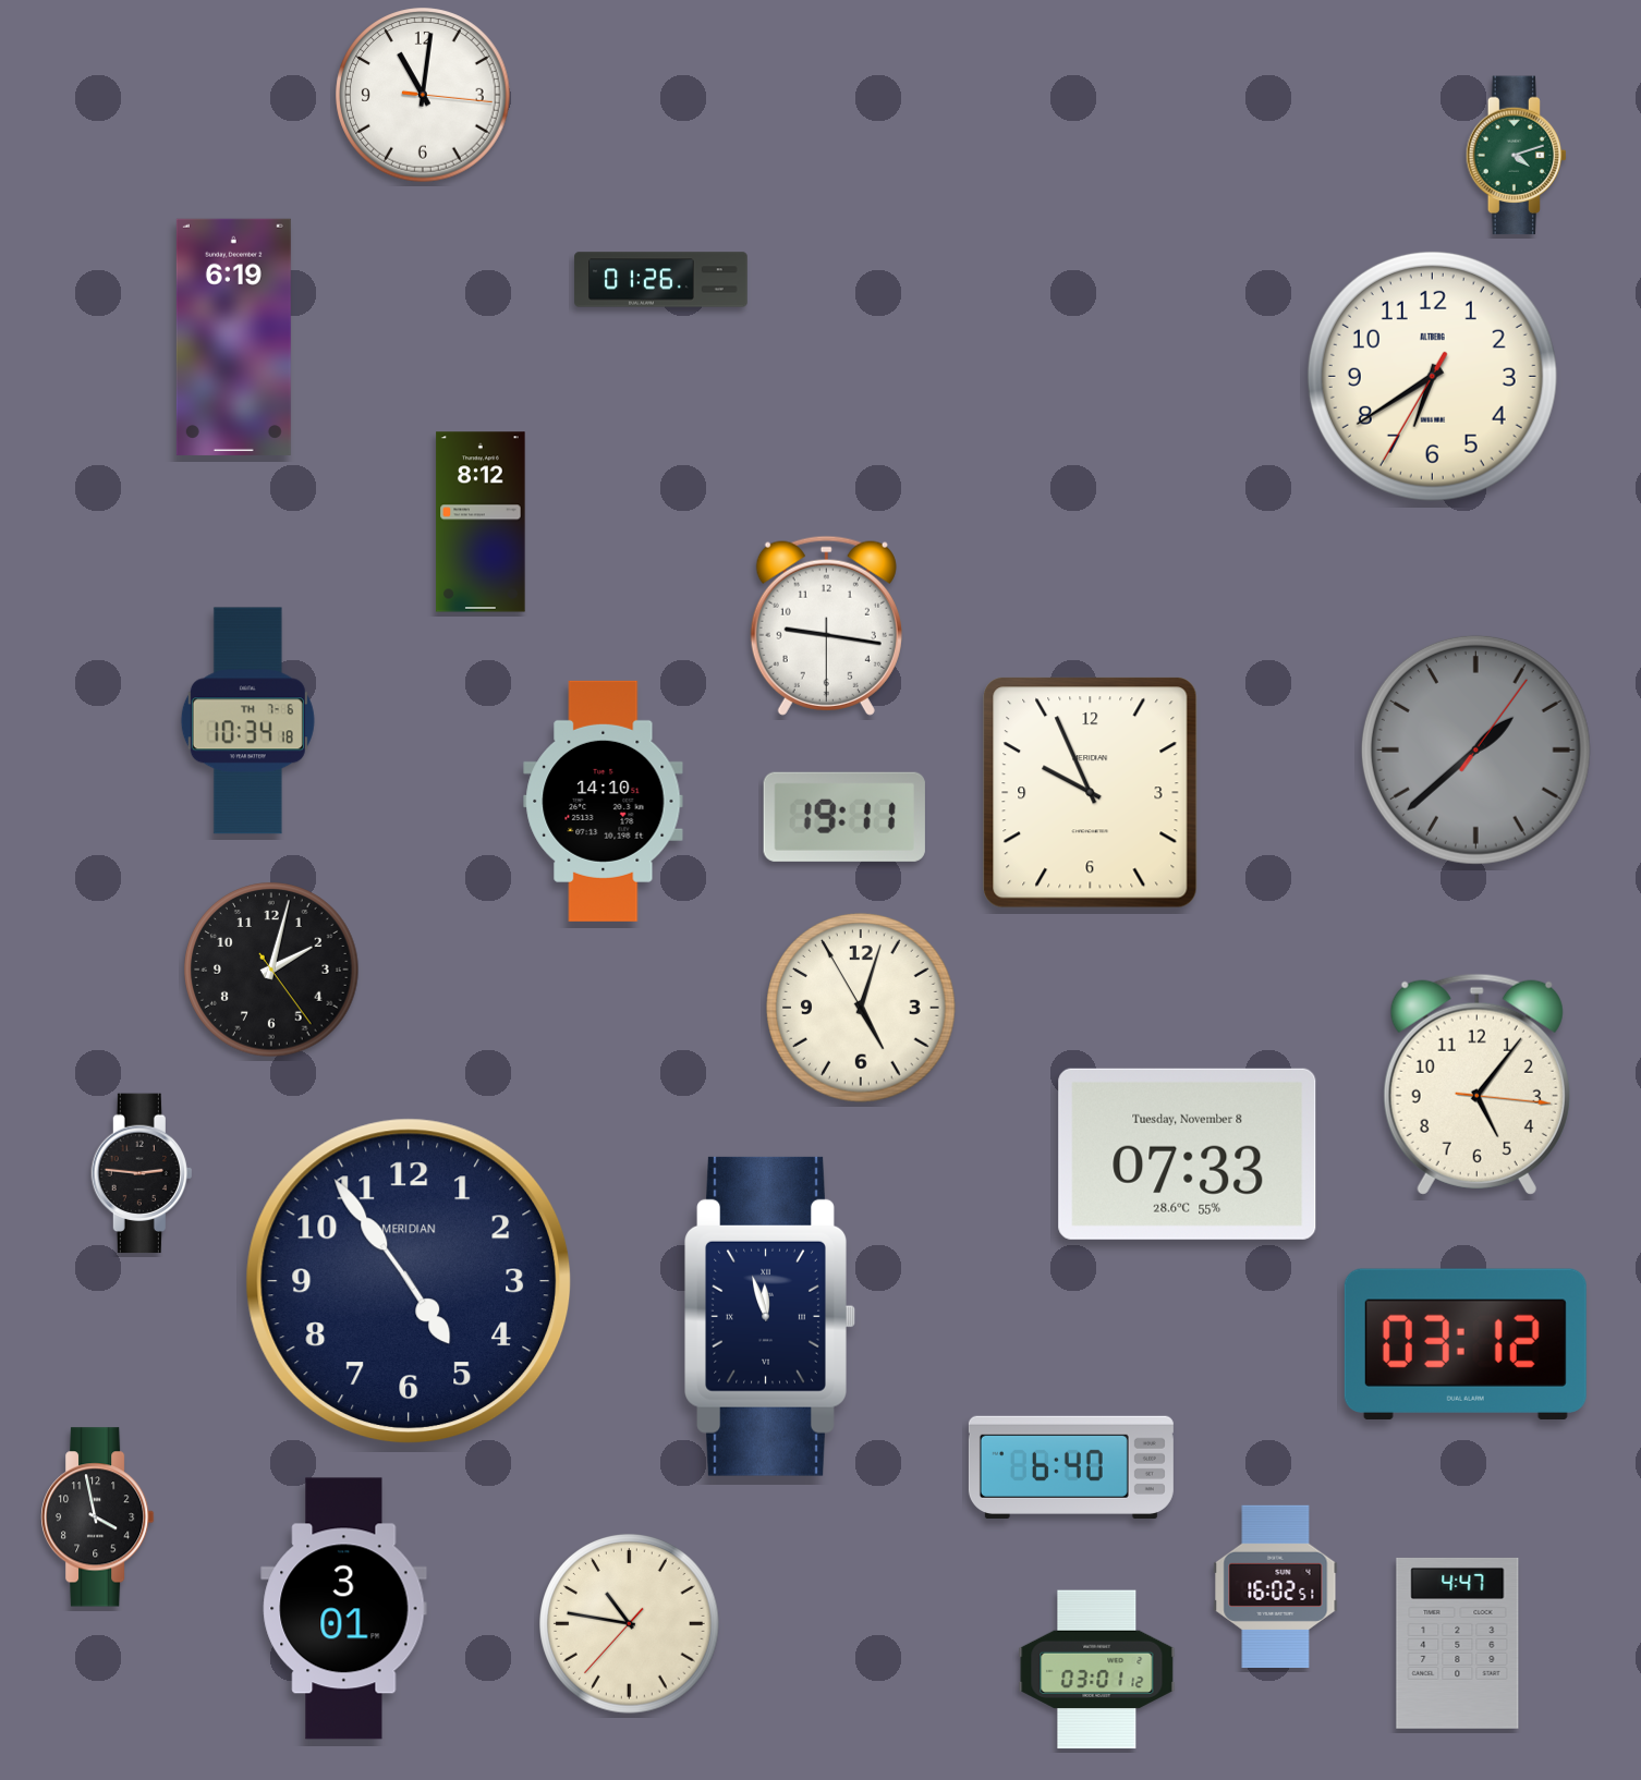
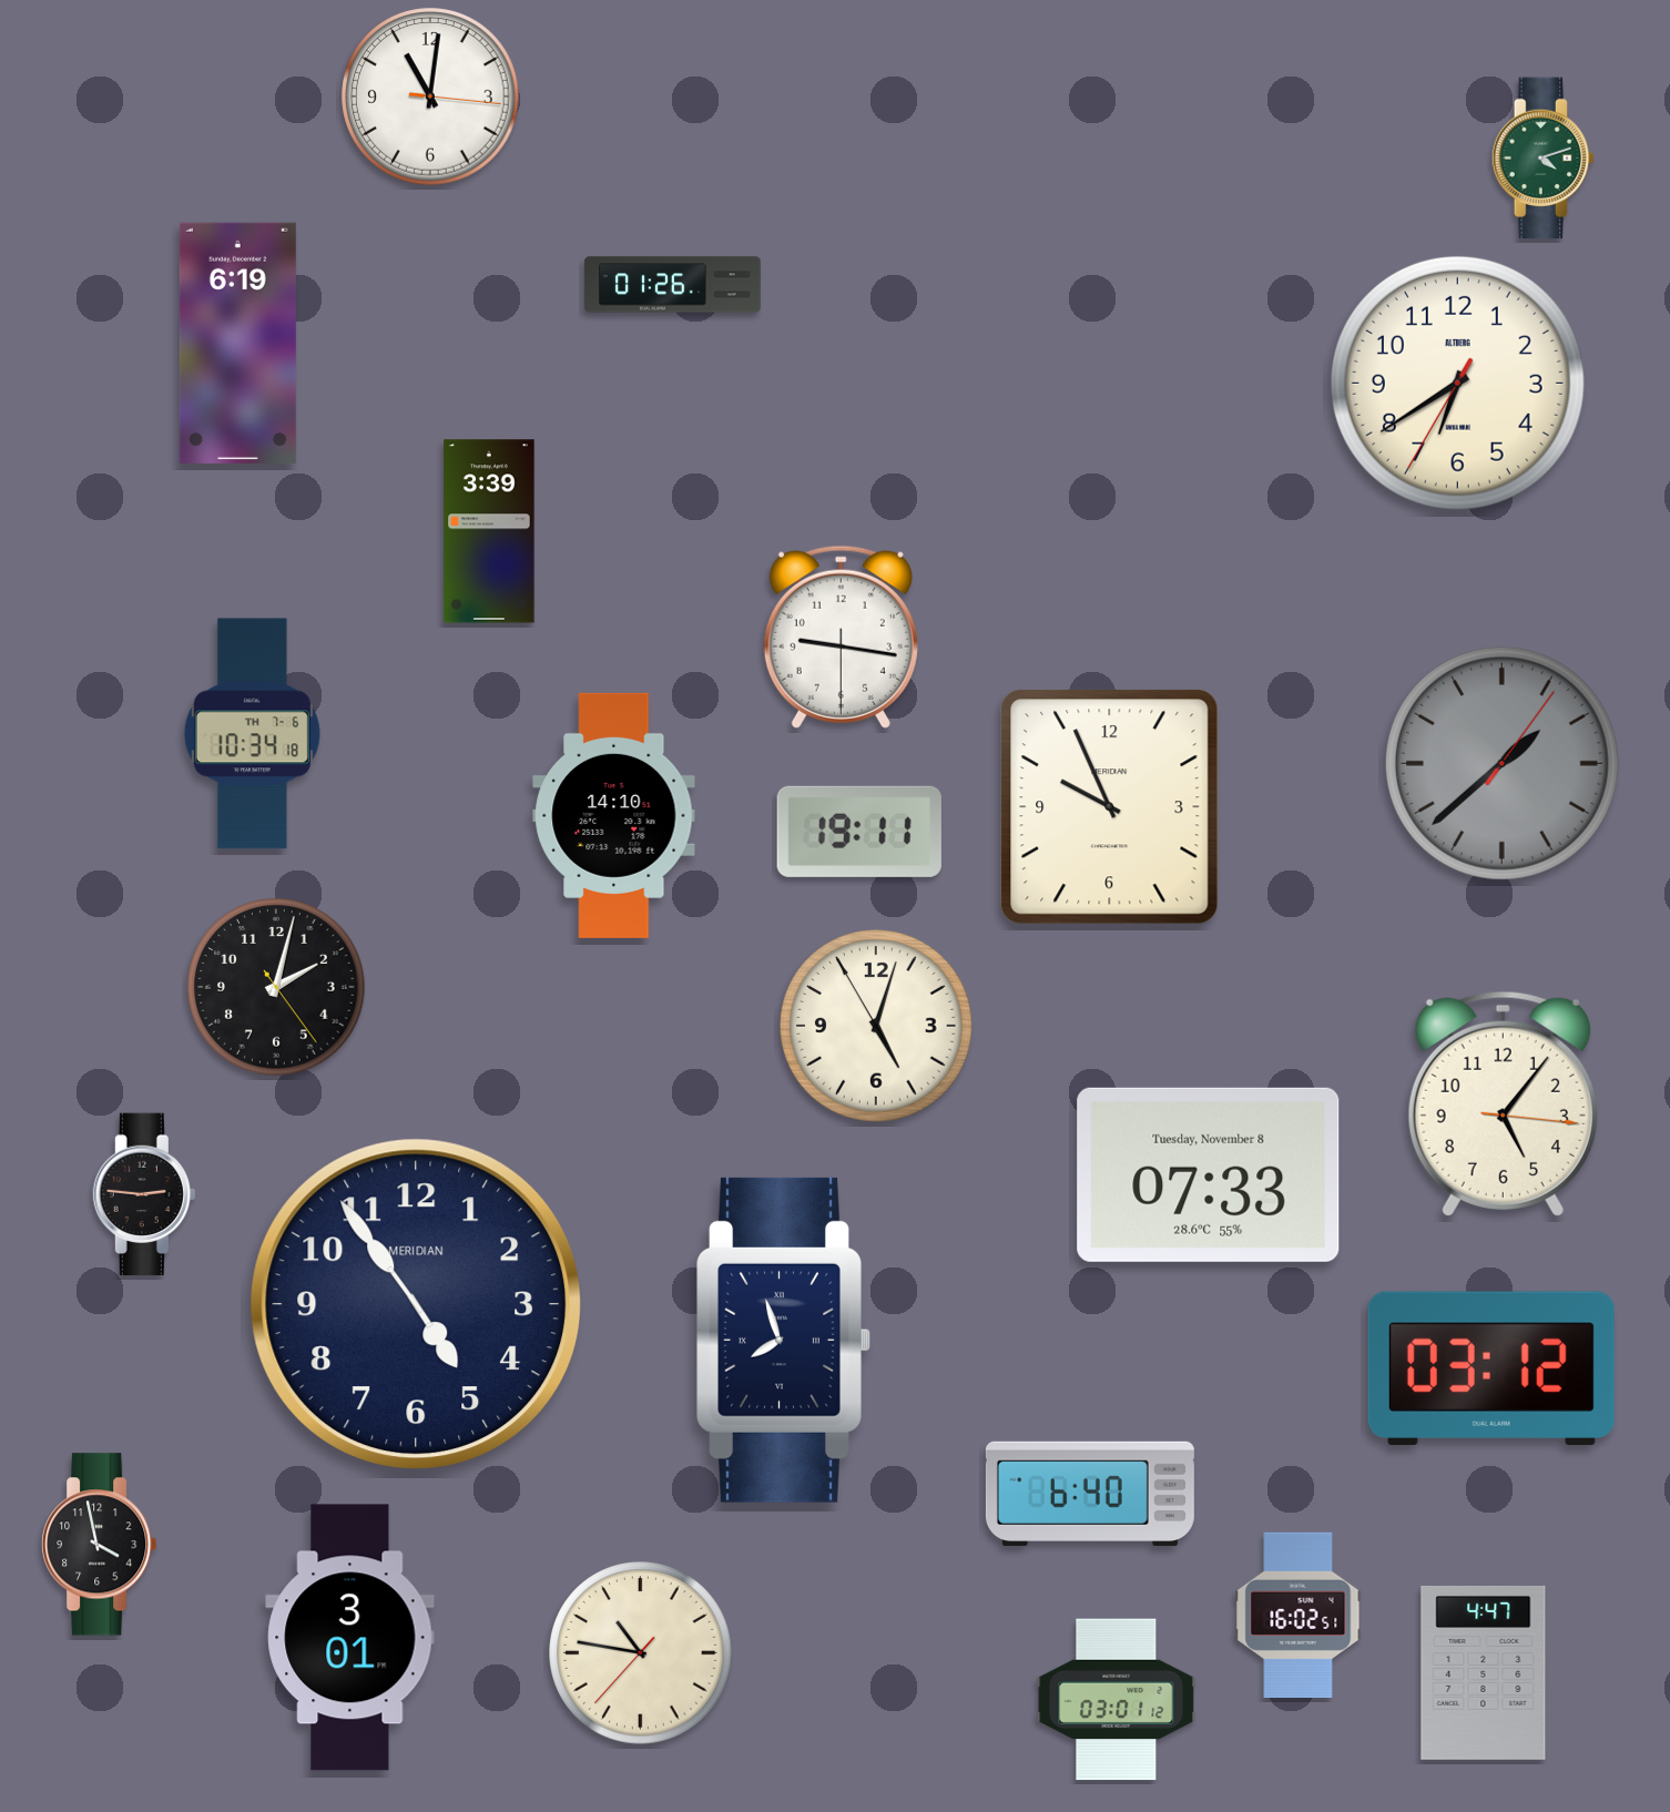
clock at (481, 522): 8:12 -> 3:39
clock at (770, 1316): 11:57 -> 7:57
